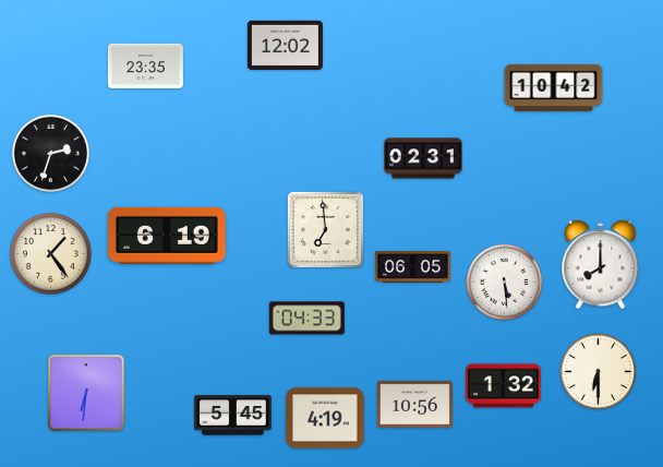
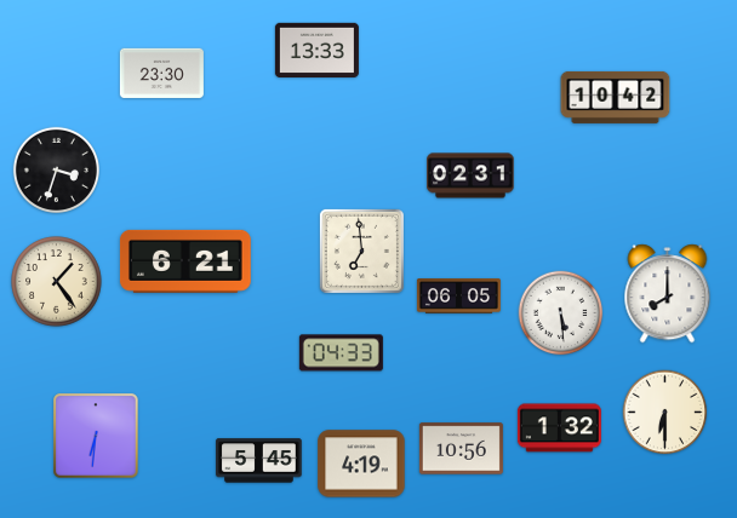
clock at (285, 45): 12:02 -> 13:33
clock at (145, 65): 23:35 -> 23:30
clock at (50, 153): 2:33 -> 3:33
clock at (325, 229) position: (325, 229) -> (361, 251)
clock at (167, 236): 6:19 -> 6:21
